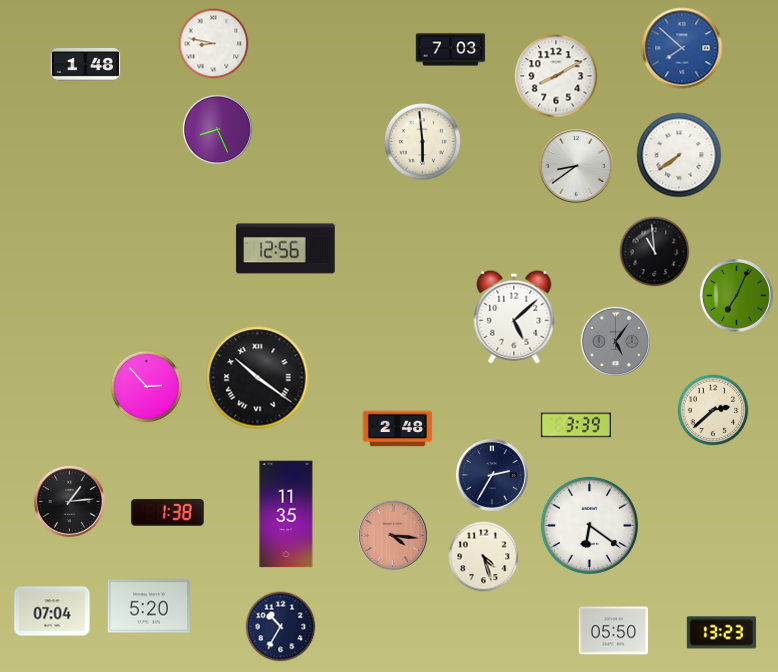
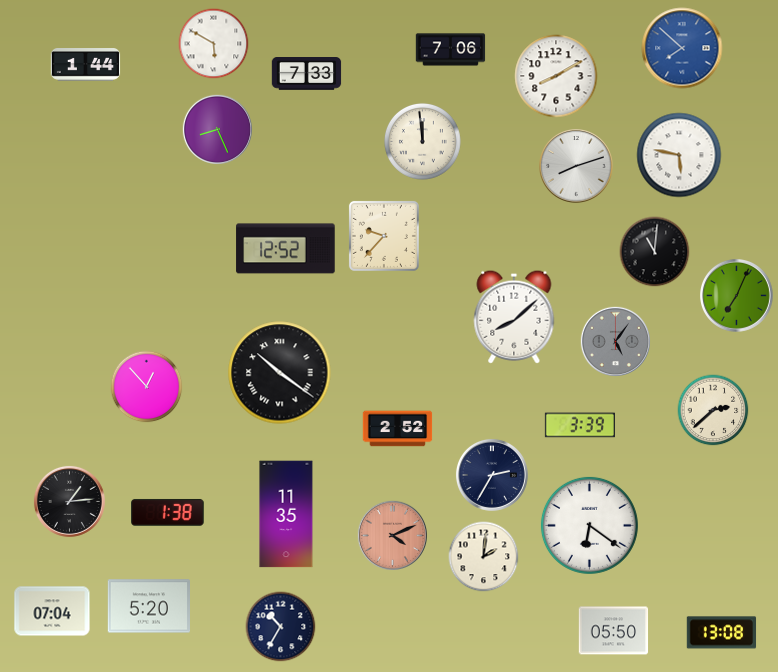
clock at (214, 44): 8:47 -> 5:50
clock at (451, 50): 7:03 -> 7:06
clock at (86, 65): 1:48 -> 1:44
clock at (307, 74): none -> 7:33
clock at (422, 141): 5:59 -> 11:59
clock at (679, 155): 7:39 -> 5:47
clock at (576, 166): 8:39 -> 8:12
clock at (384, 236): none -> 9:37
clock at (286, 249): 12:56 -> 12:52
clock at (655, 252): 10:59 -> 11:01
clock at (514, 317): 5:08 -> 8:08
clock at (258, 378) position: (258, 378) -> (280, 373)
clock at (147, 387): 2:53 -> 12:53
clock at (576, 425) position: (576, 425) -> (580, 425)
clock at (398, 429): 2:48 -> 2:52
clock at (392, 535): 4:16 -> 4:11
clock at (484, 557): 4:27 -> 2:01
clock at (722, 633): 13:23 -> 13:08
